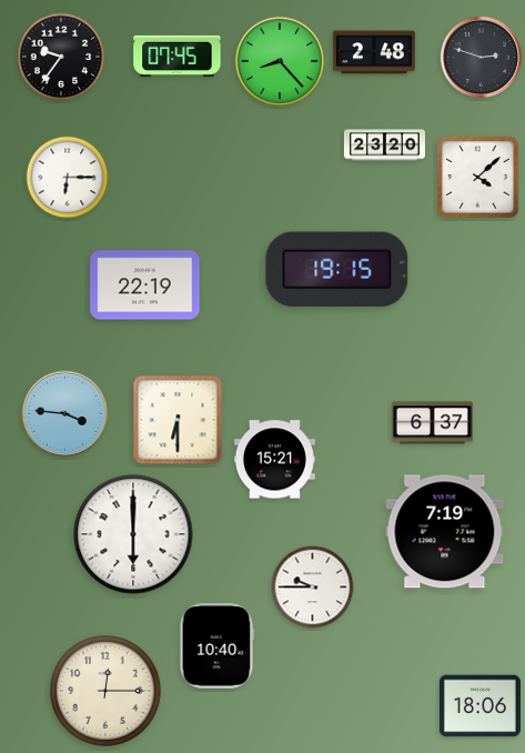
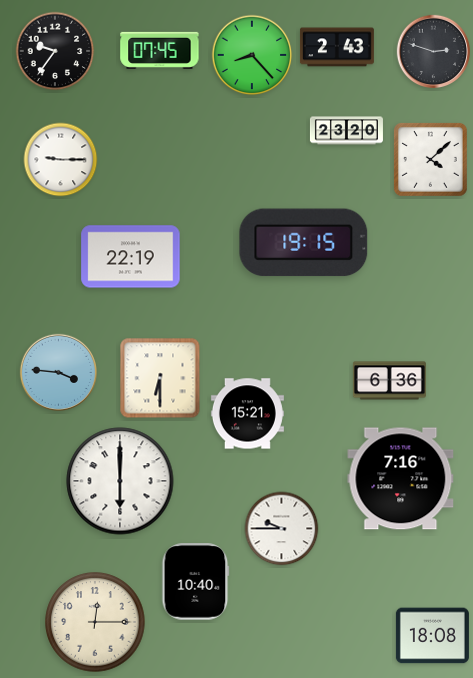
clock at (374, 52): 2:48 -> 2:43
clock at (68, 178): 6:15 -> 9:15
clock at (432, 423): 6:37 -> 6:36
clock at (445, 532): 7:19 -> 7:16
clock at (479, 706): 18:06 -> 18:08
